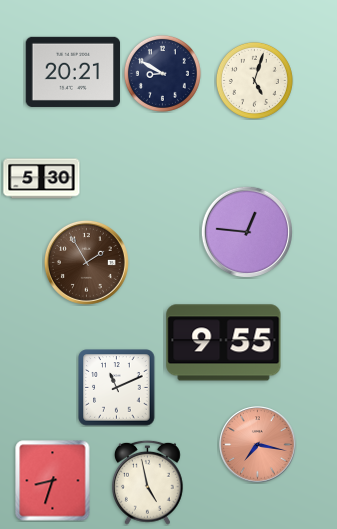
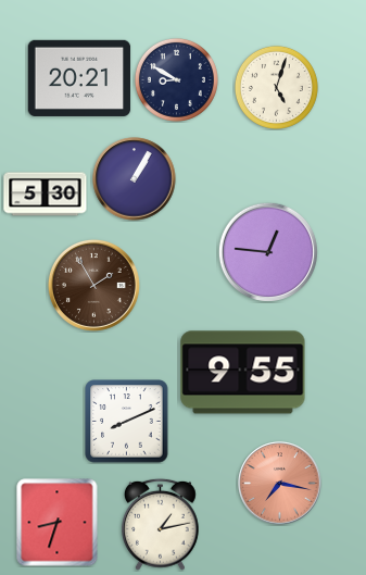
clock at (135, 179): none -> 1:05
clock at (117, 388): 11:11 -> 8:11
clock at (147, 482): 4:58 -> 1:13
